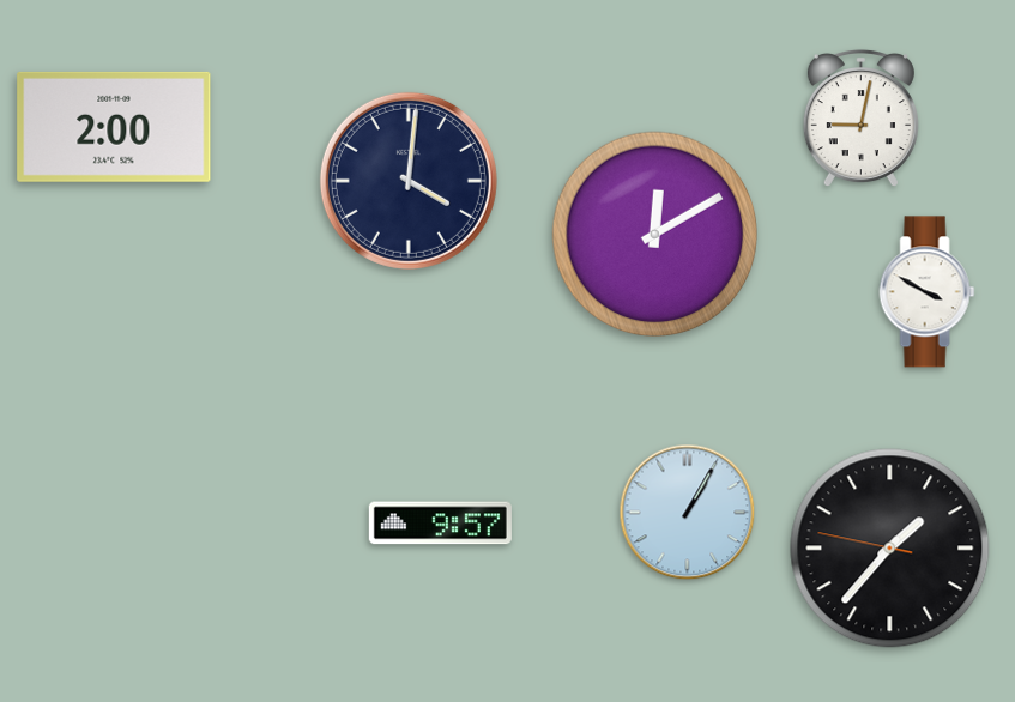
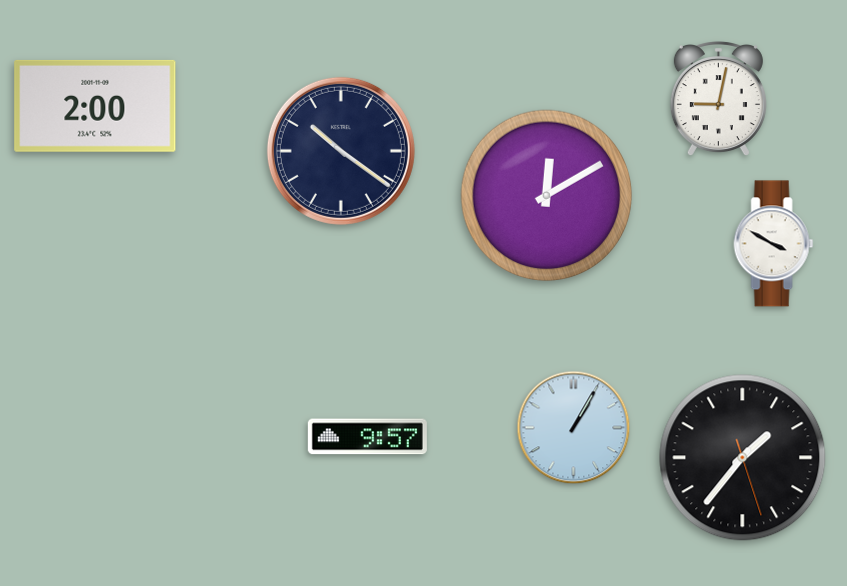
clock at (409, 181): 4:01 -> 10:21
clock at (890, 549): 1:36:47 -> 1:36:27
